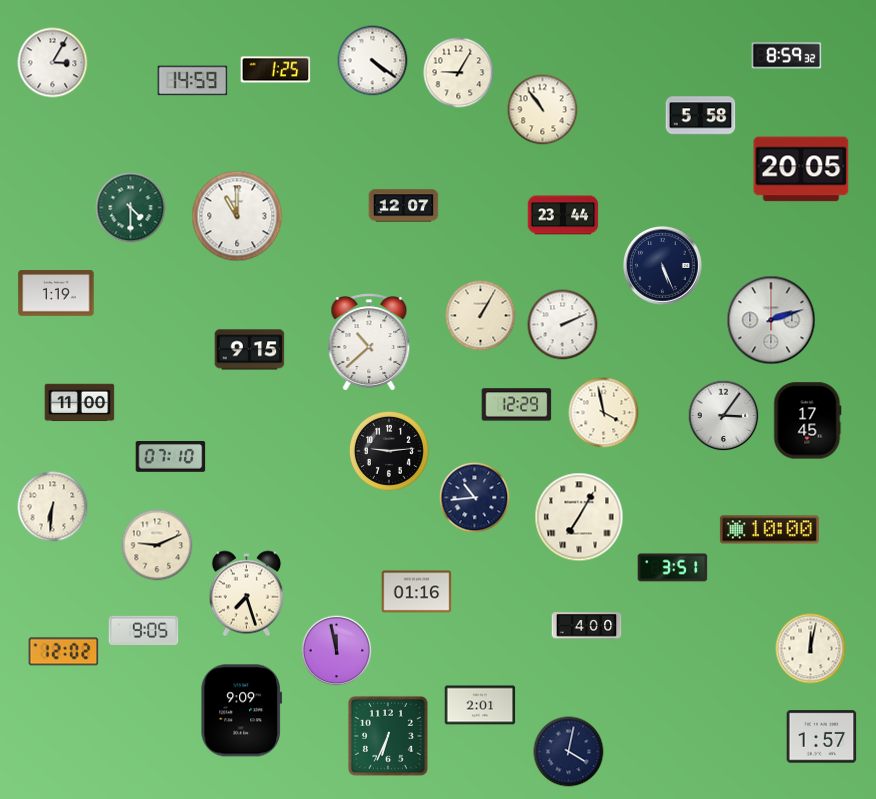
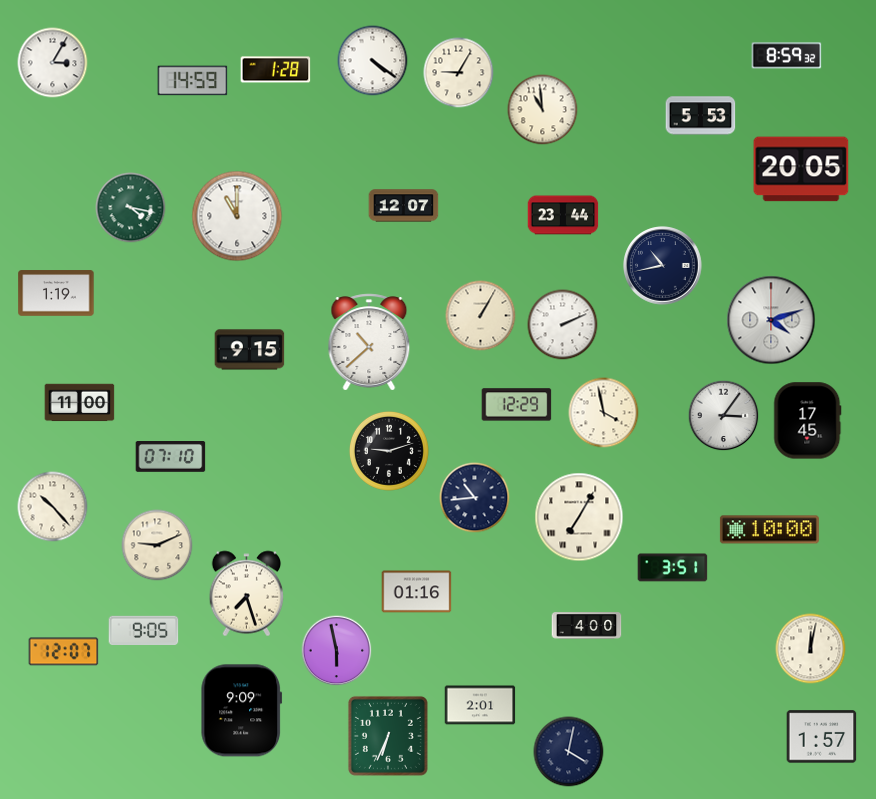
clock at (276, 70): 1:25 -> 1:28
clock at (543, 110): 10:54 -> 10:59
clock at (701, 116): 5:58 -> 5:53
clock at (131, 208): 4:30 -> 4:17
clock at (663, 266): 5:26 -> 10:43
clock at (771, 320): 2:12 -> 4:12
clock at (389, 451): 9:14 -> 9:12
clock at (53, 507): 6:31 -> 10:23
clock at (337, 651): 11:58 -> 5:58
clock at (64, 652): 12:02 -> 12:07
